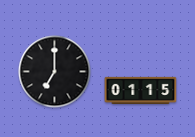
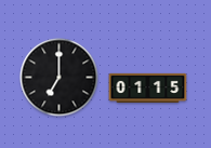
clock at (141, 90) position: (141, 90) -> (148, 88)
